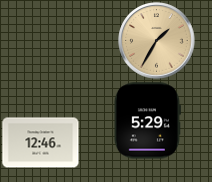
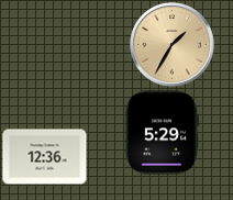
clock at (41, 143): 12:46 -> 12:36
